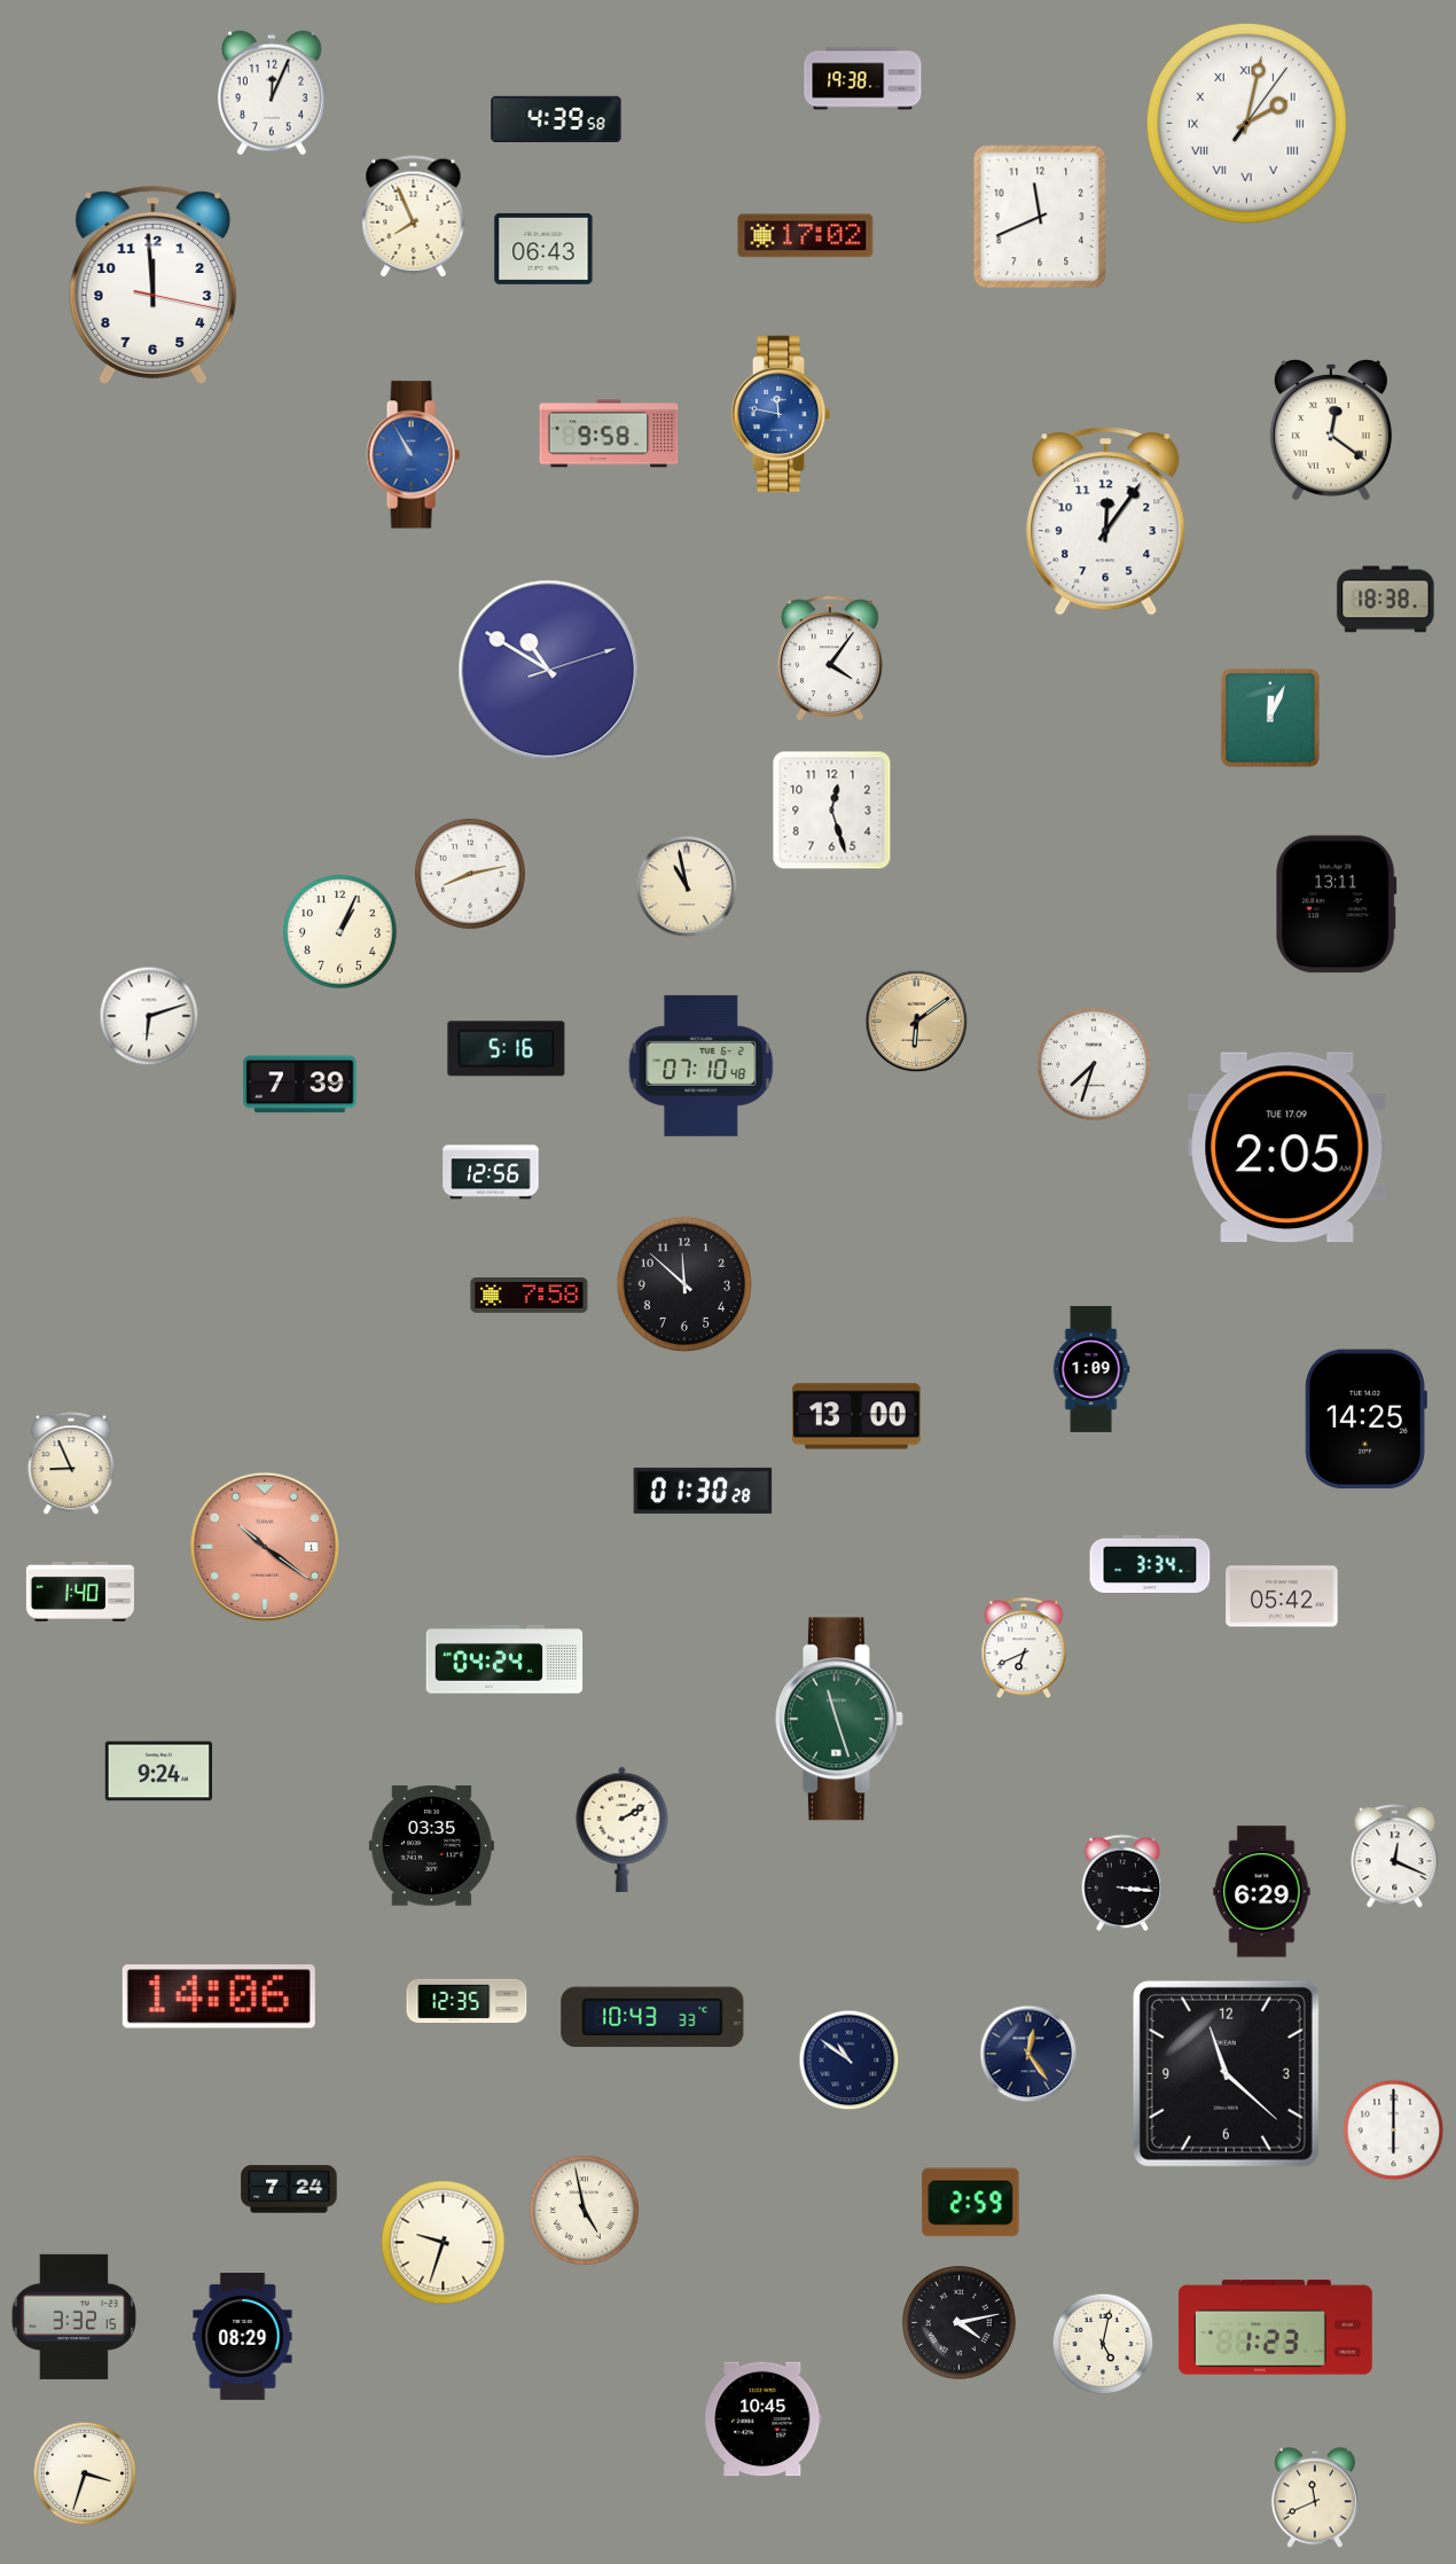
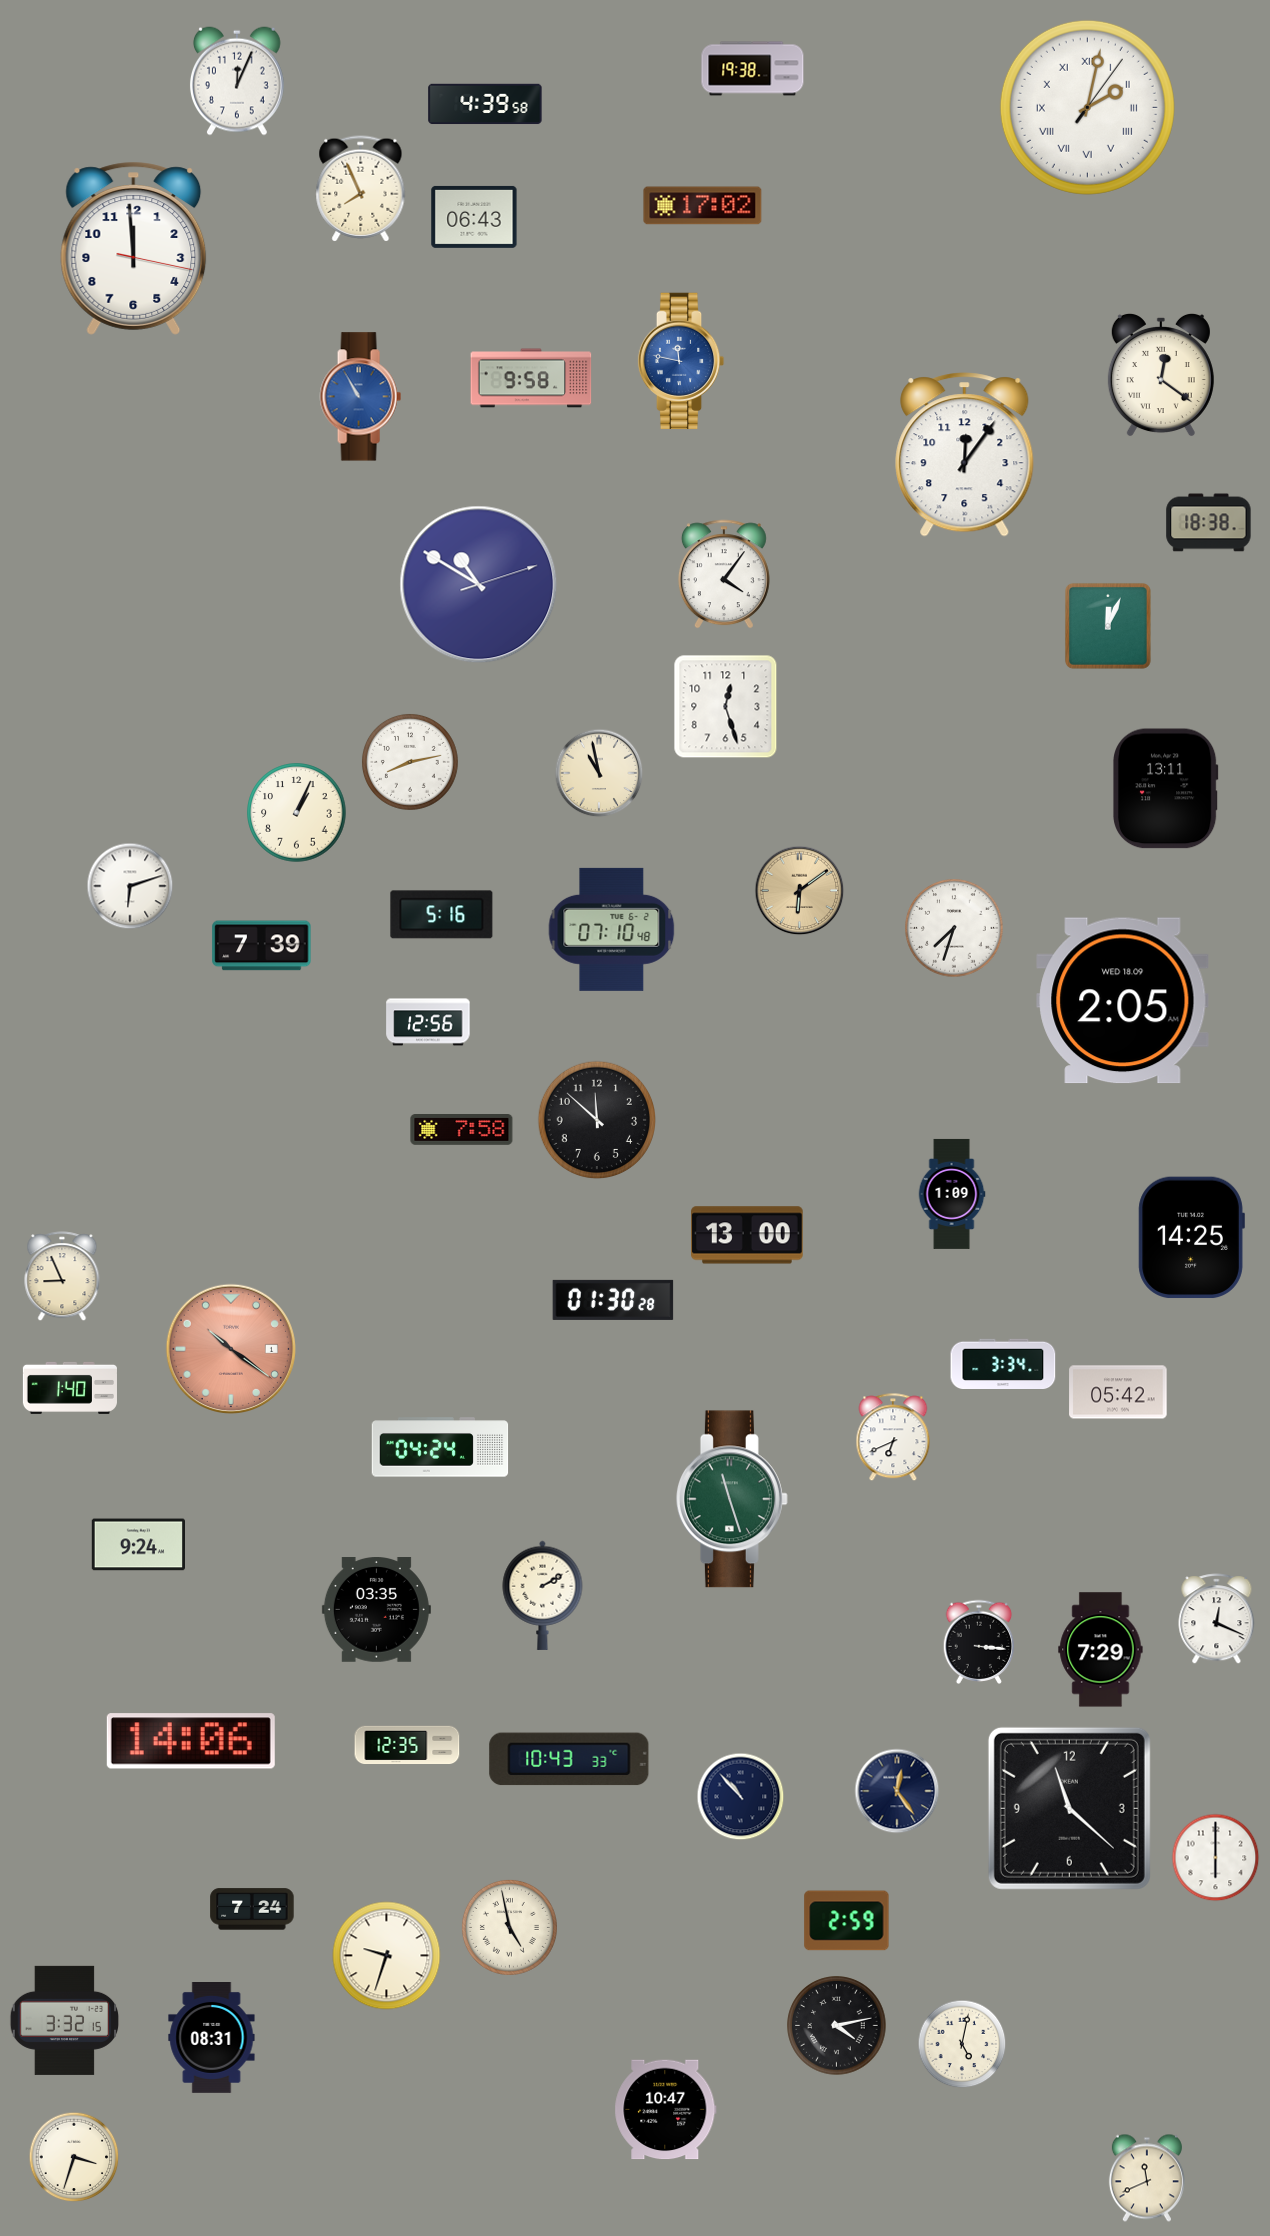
clock at (1040, 217): 11:41 -> none
clock at (1287, 1148) date: TUE 17.09 -> WED 18.09
clock at (1262, 1892): 6:29 -> 7:29
clock at (850, 2061): 10:51 -> 10:53
clock at (1275, 2328): 1:23 -> none
clock at (243, 2337): 08:29 -> 08:31
clock at (764, 2420): 10:45 -> 10:47
